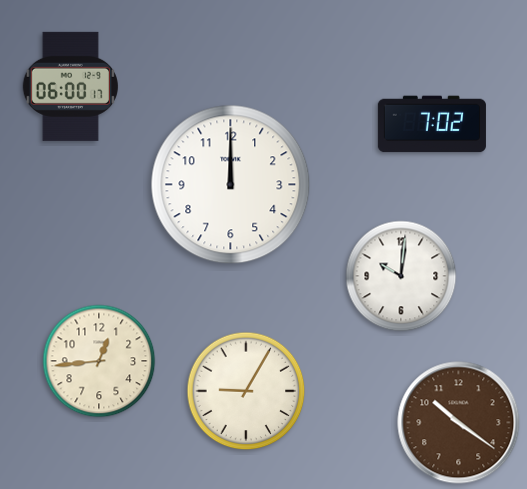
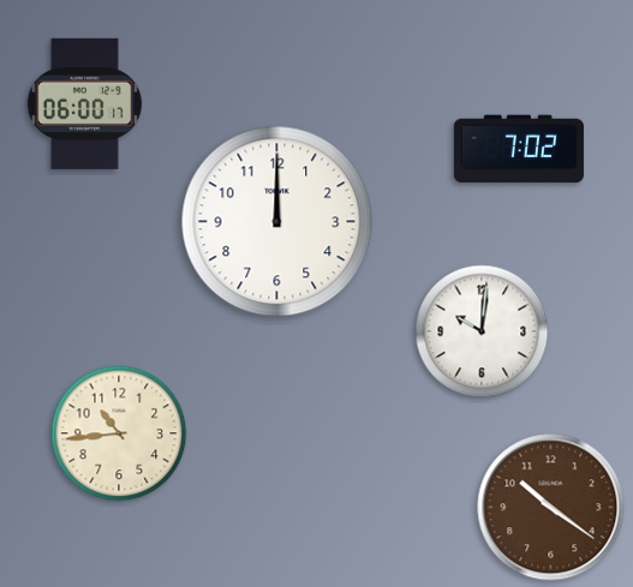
clock at (99, 361): 12:44 -> 10:44
clock at (246, 391): 9:05 -> none
